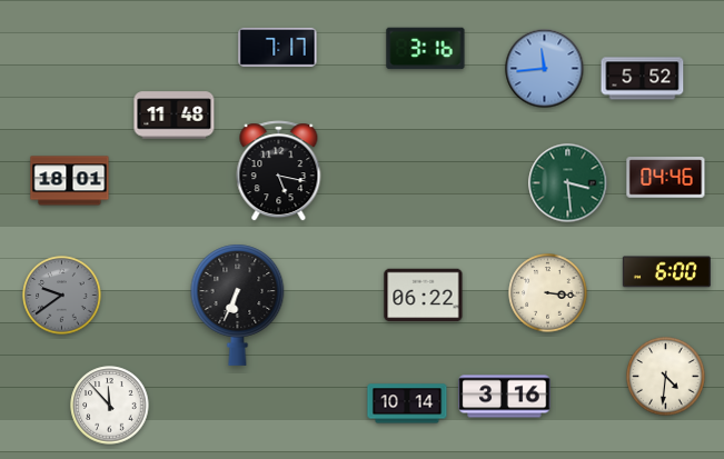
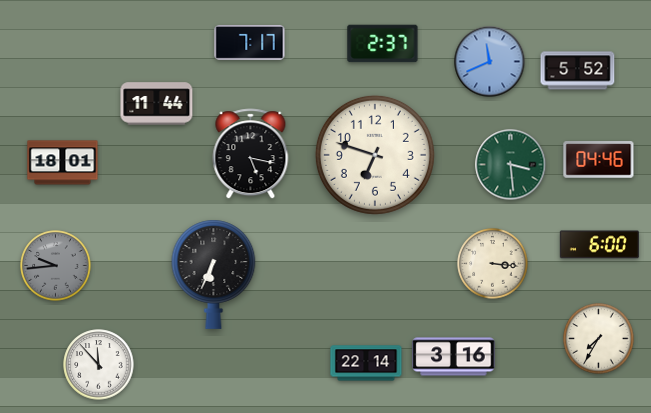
clock at (426, 49): 3:16 -> 2:37
clock at (545, 69): 11:44 -> 11:41
clock at (175, 116): 11:48 -> 11:44
clock at (375, 155): none -> 6:48
clock at (62, 296): 9:39 -> 9:44
clock at (424, 296): 06:22 -> none
clock at (666, 377): 4:31 -> 7:35
clock at (407, 403): 10:14 -> 22:14
